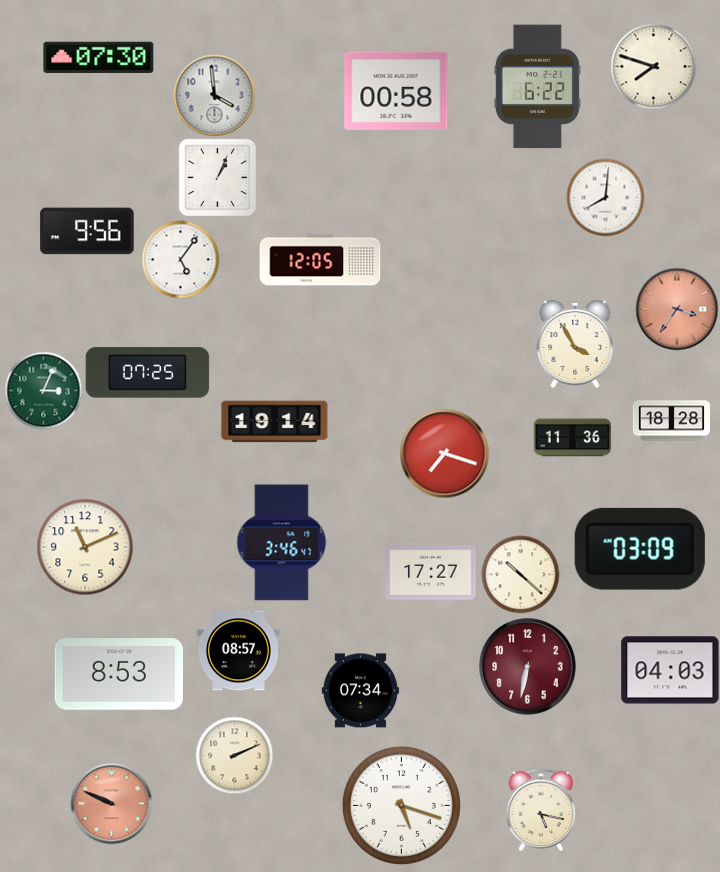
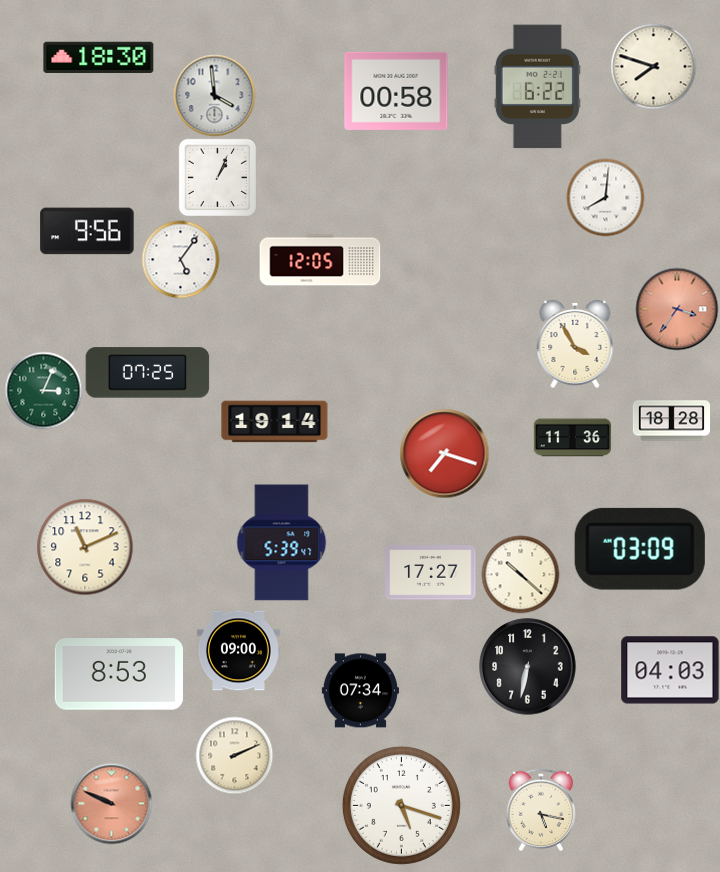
clock at (99, 57): 07:30 -> 18:30
clock at (282, 543): 3:46 -> 5:39
clock at (238, 651): 08:57 -> 09:00
clock at (528, 667) dial: burgundy -> black
